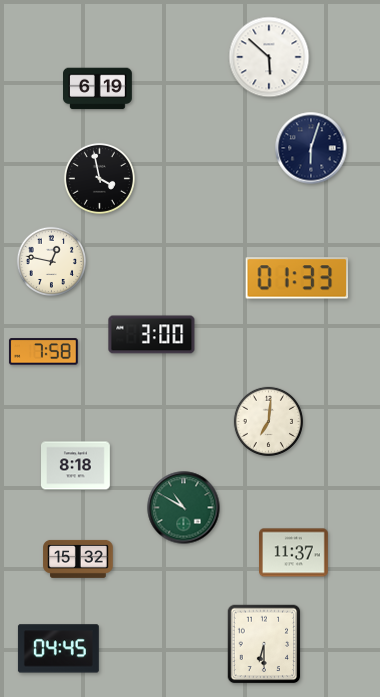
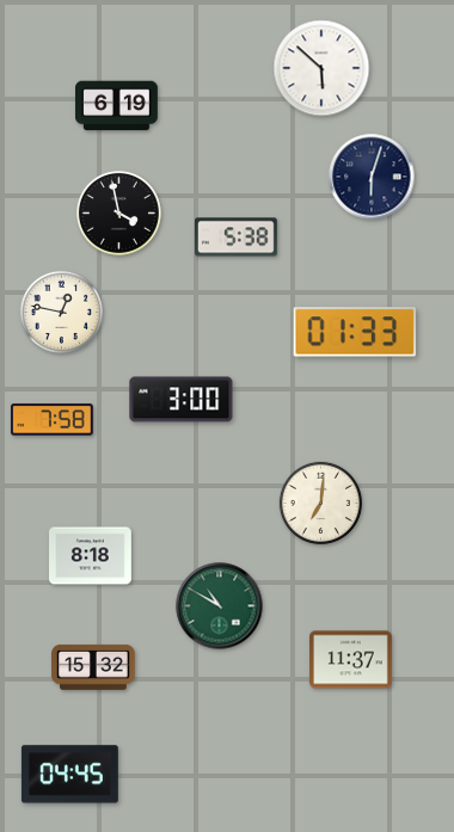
clock at (237, 238): none -> 5:38
clock at (264, 644): 6:30 -> none
